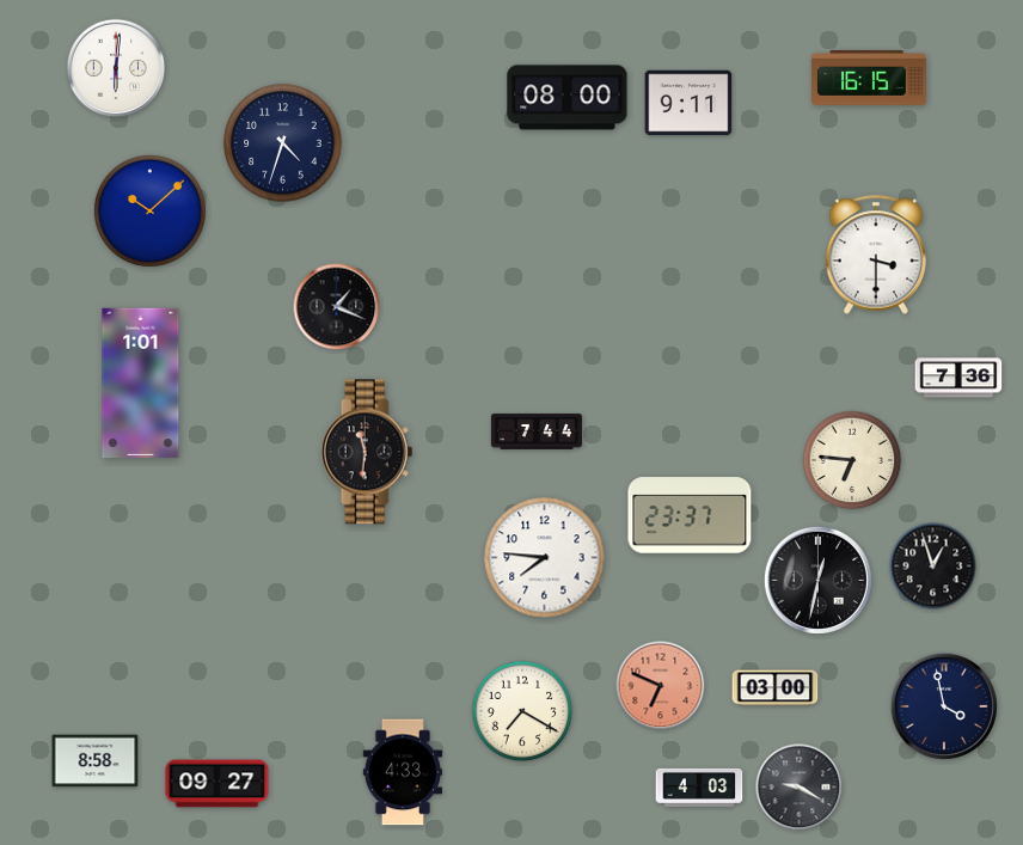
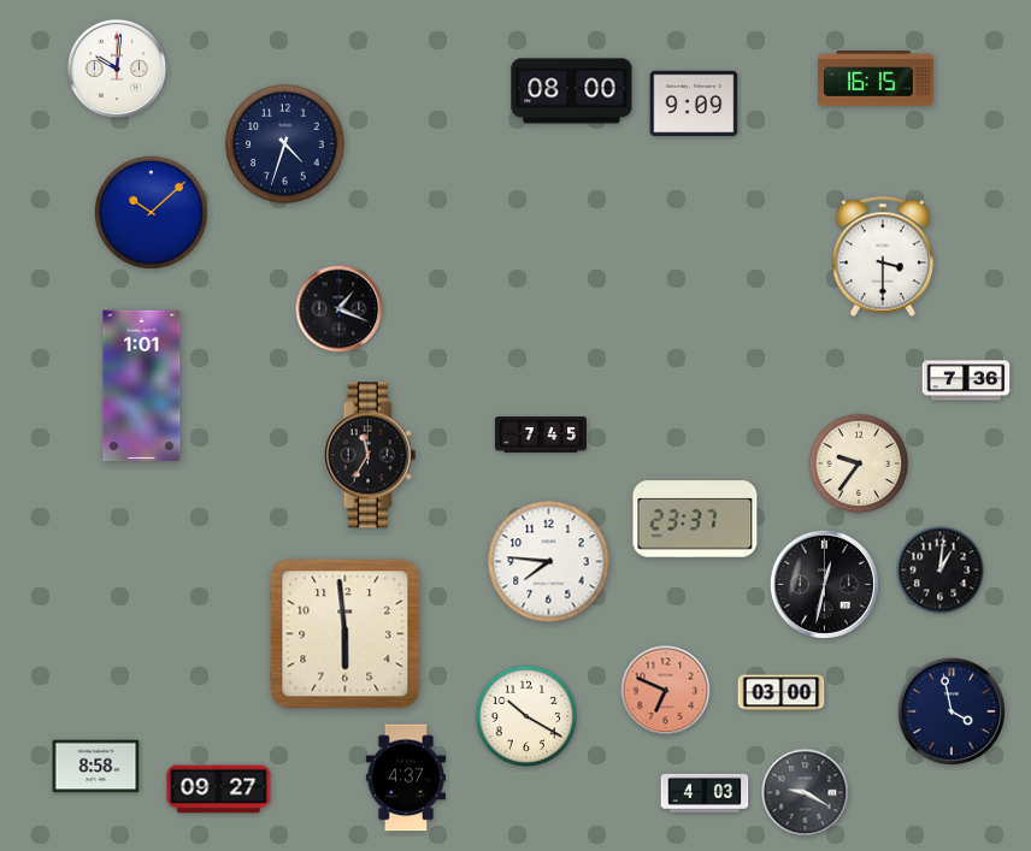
clock at (116, 68): 6:01 -> 10:01
clock at (568, 98) position: (568, 98) -> (572, 91)
clock at (688, 103): 9:11 -> 9:09
clock at (537, 431): 7:44 -> 7:45
clock at (367, 452): 11:31 -> 11:35
clock at (852, 460): 6:46 -> 9:36
clock at (933, 567): 12:57 -> 1:01
clock at (346, 634): none -> 5:59
clock at (522, 711): 7:20 -> 10:20
clock at (402, 772): 4:33 -> 4:37
